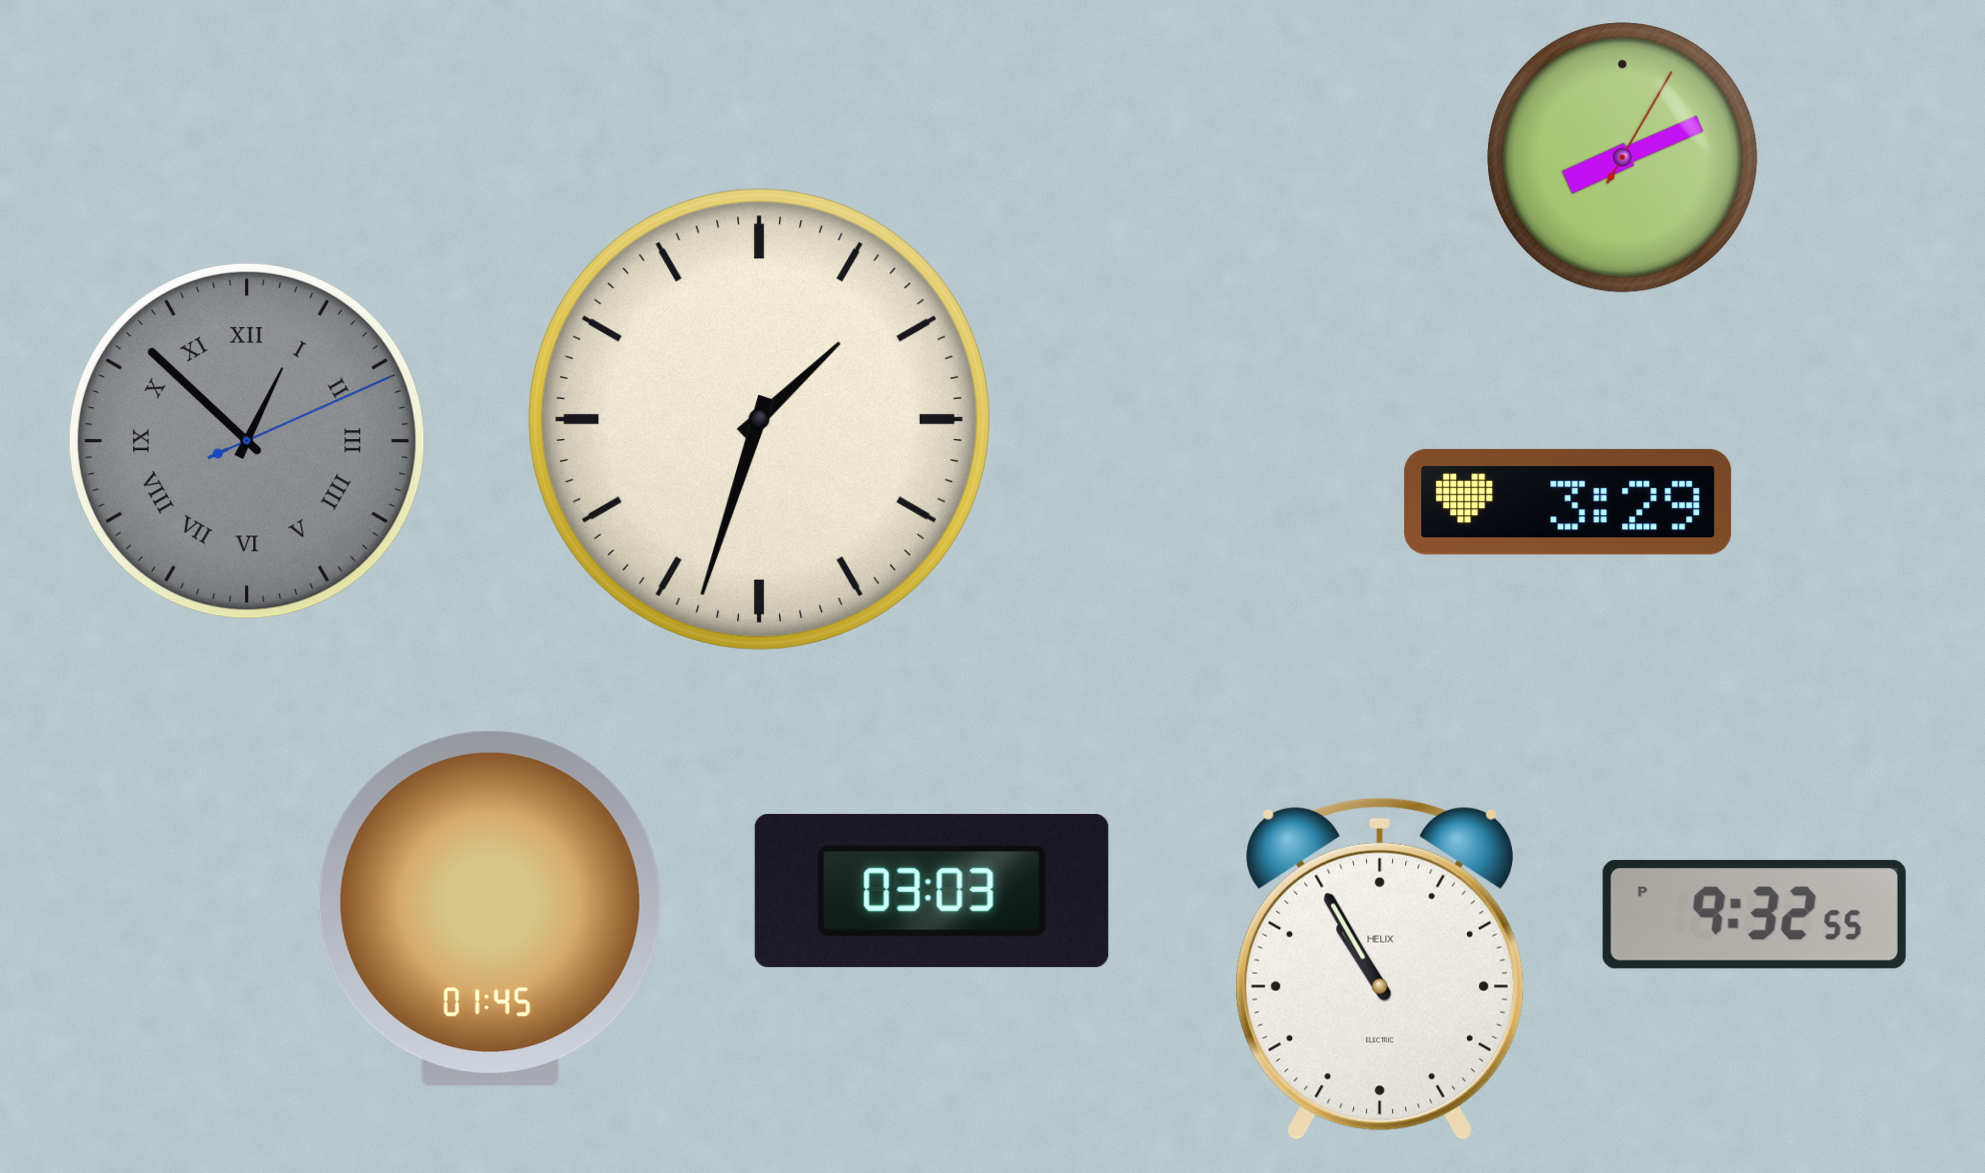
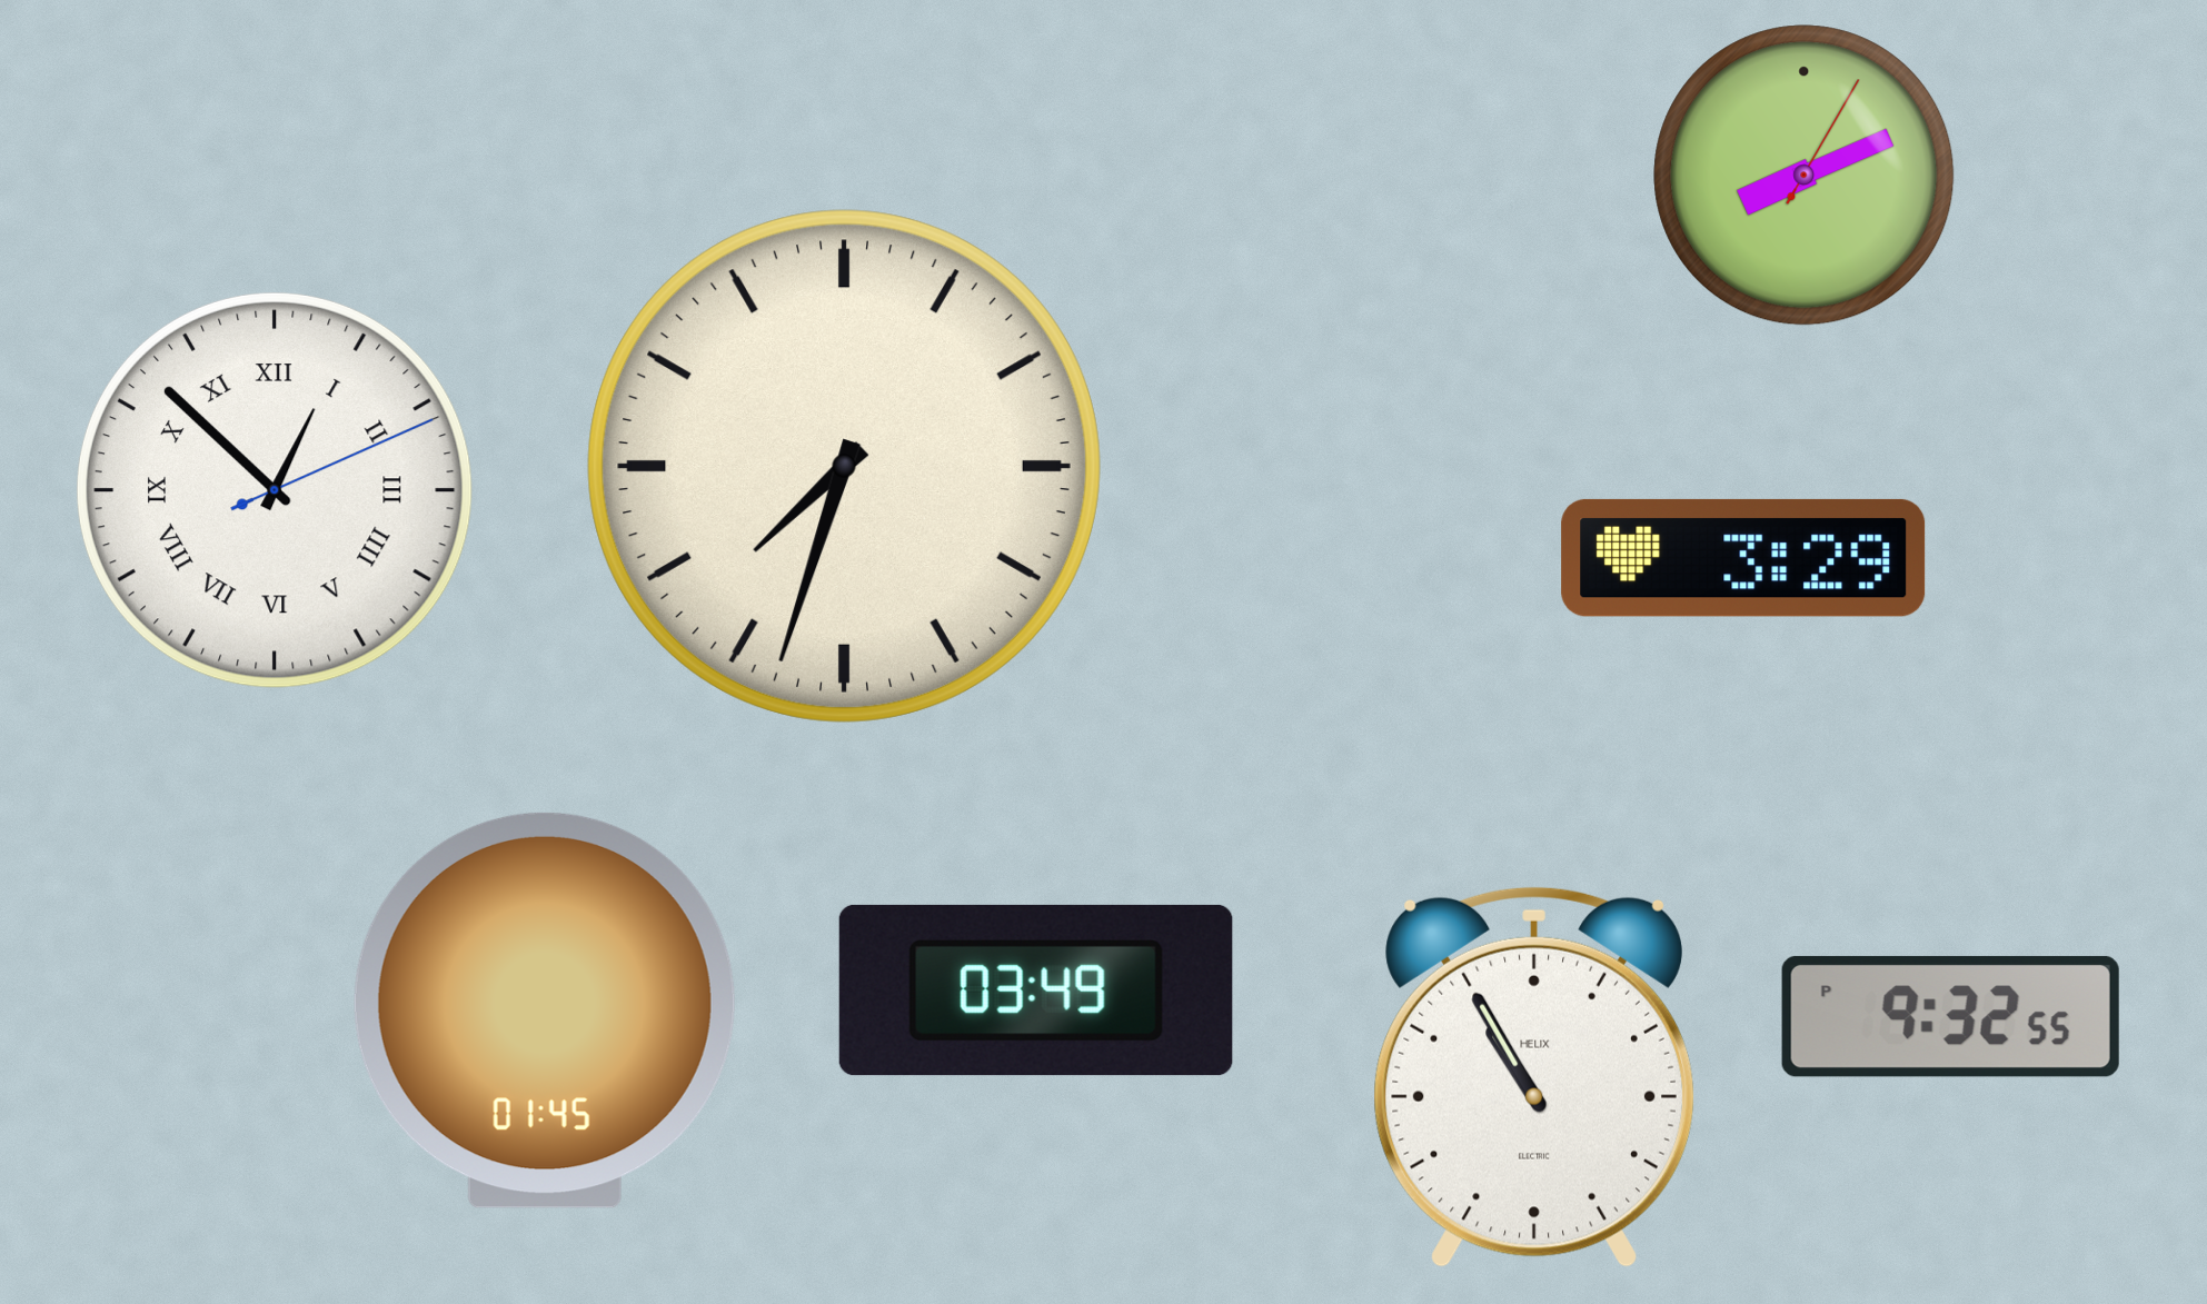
clock at (759, 419): 1:33 -> 7:33
clock at (247, 441) dial: grey -> white
clock at (932, 891): 03:03 -> 03:49
